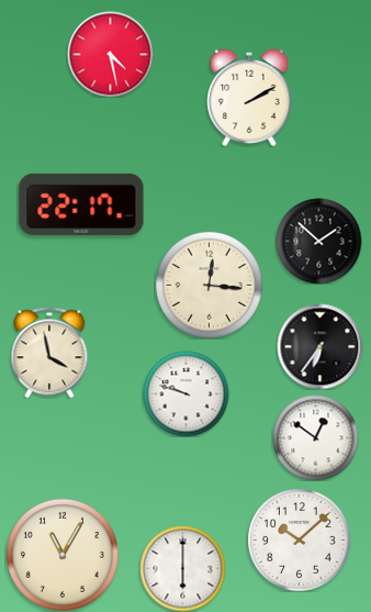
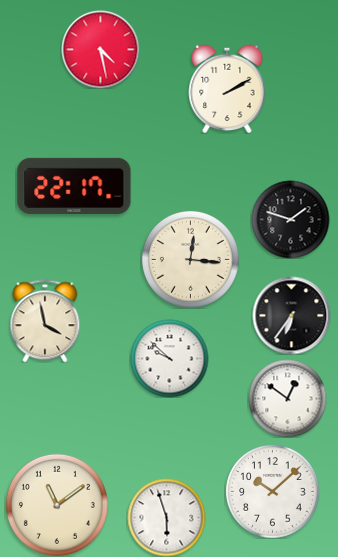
clock at (318, 241): 1:52 -> 1:48
clock at (185, 393): 9:48 -> 9:52
clock at (63, 555): 11:05 -> 11:09
clock at (182, 568): 6:00 -> 5:57
